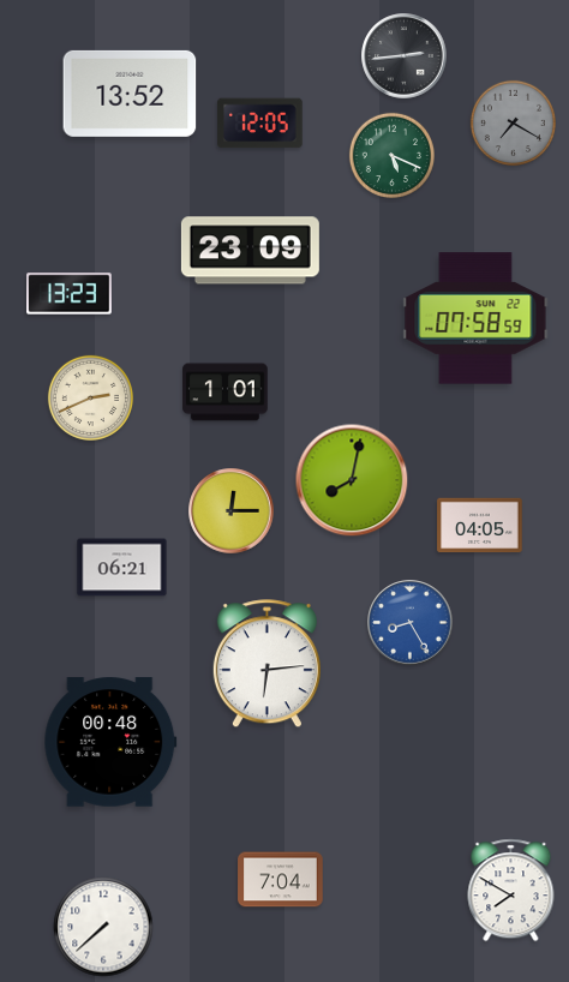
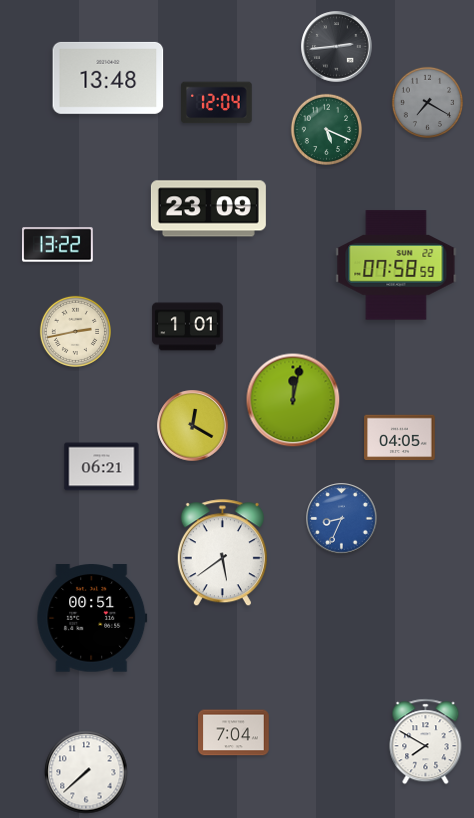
clock at (130, 94): 13:52 -> 13:48
clock at (260, 124): 12:05 -> 12:04
clock at (70, 294): 13:23 -> 13:22
clock at (90, 397): 2:41 -> 2:43
clock at (352, 480): 8:02 -> 12:02
clock at (232, 511): 12:15 -> 12:20
clock at (122, 568) position: (122, 568) -> (102, 467)
clock at (411, 623): 8:25 -> 8:34
clock at (266, 664): 6:14 -> 5:39
clock at (110, 742): 00:48 -> 00:51
